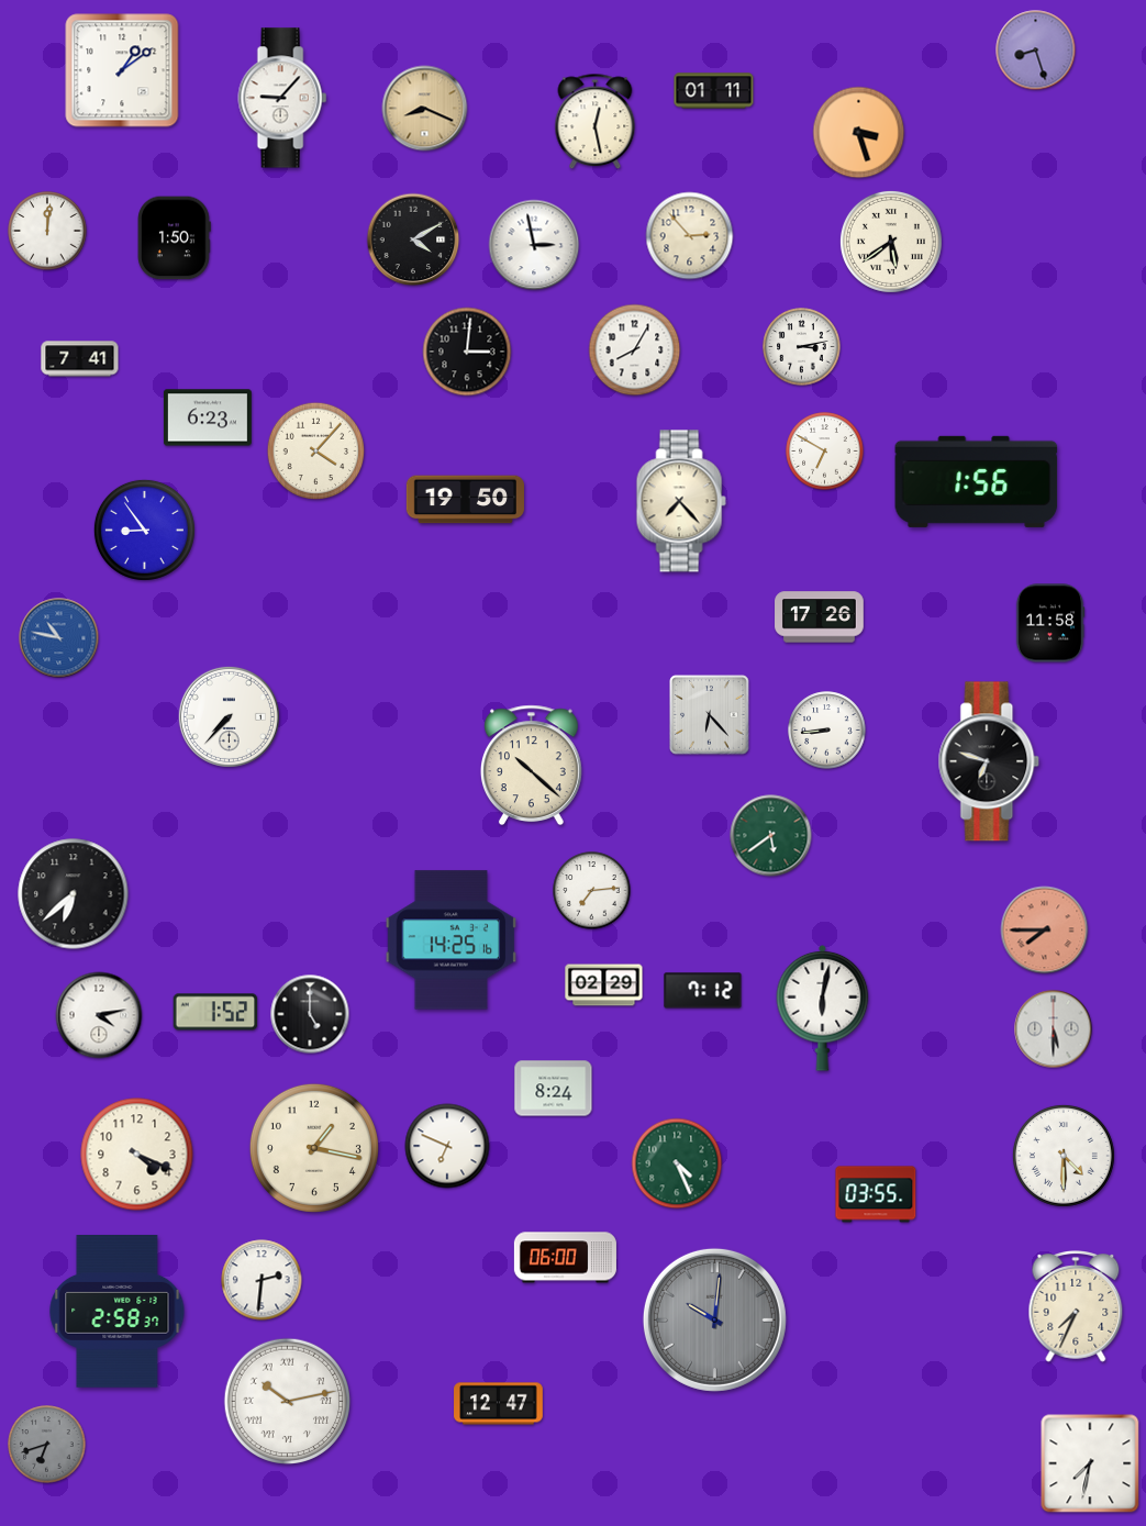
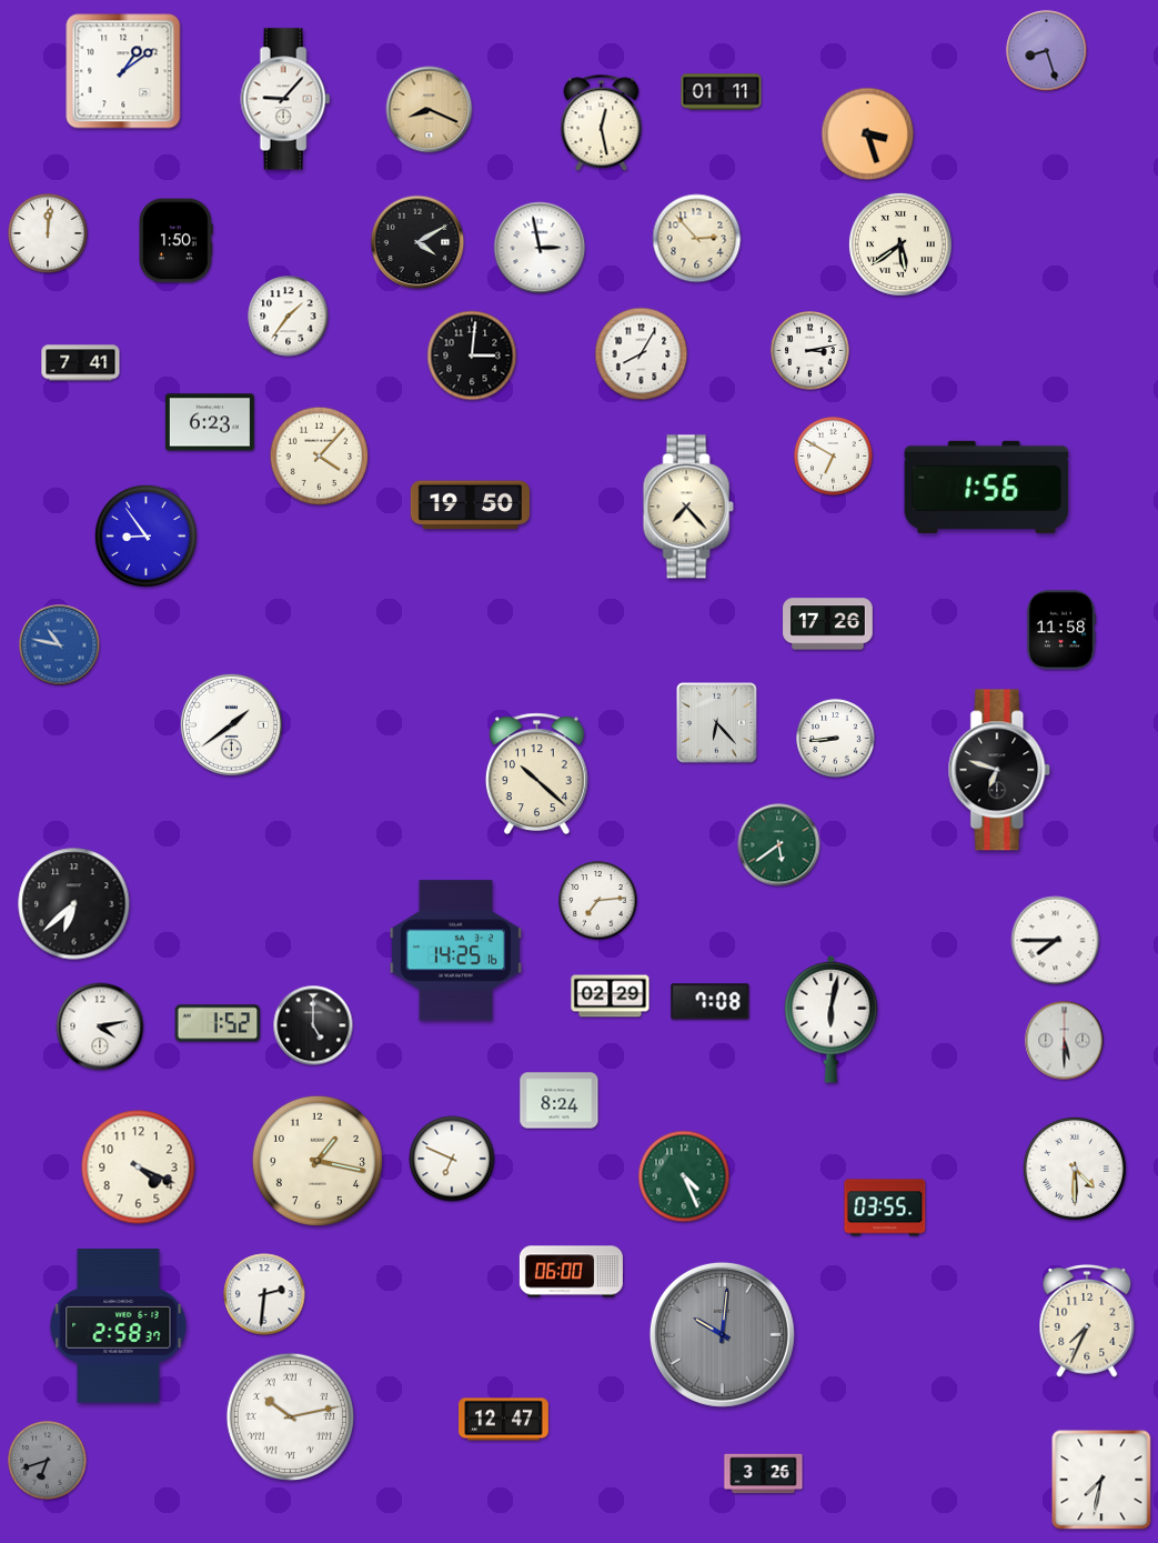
clock at (289, 317): none -> 1:36
clock at (229, 716): 7:37 -> 1:39
clock at (1045, 931) dial: salmon -> white
clock at (703, 991): 7:12 -> 7:08
clock at (764, 1474): none -> 3:26
